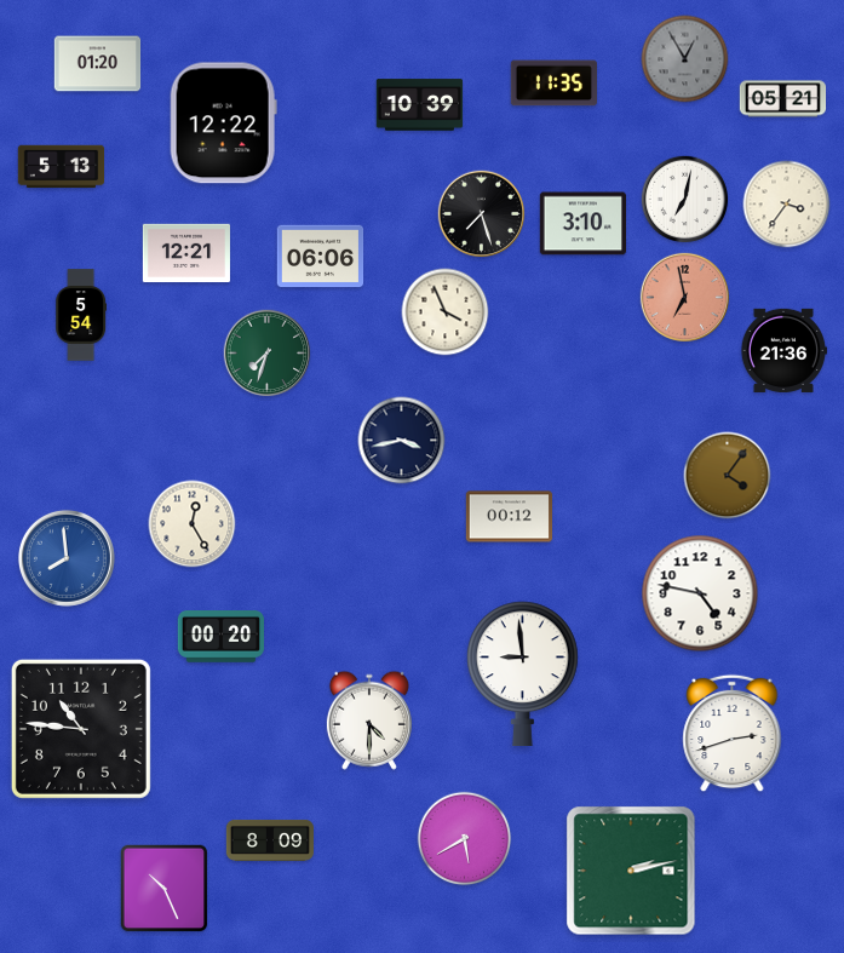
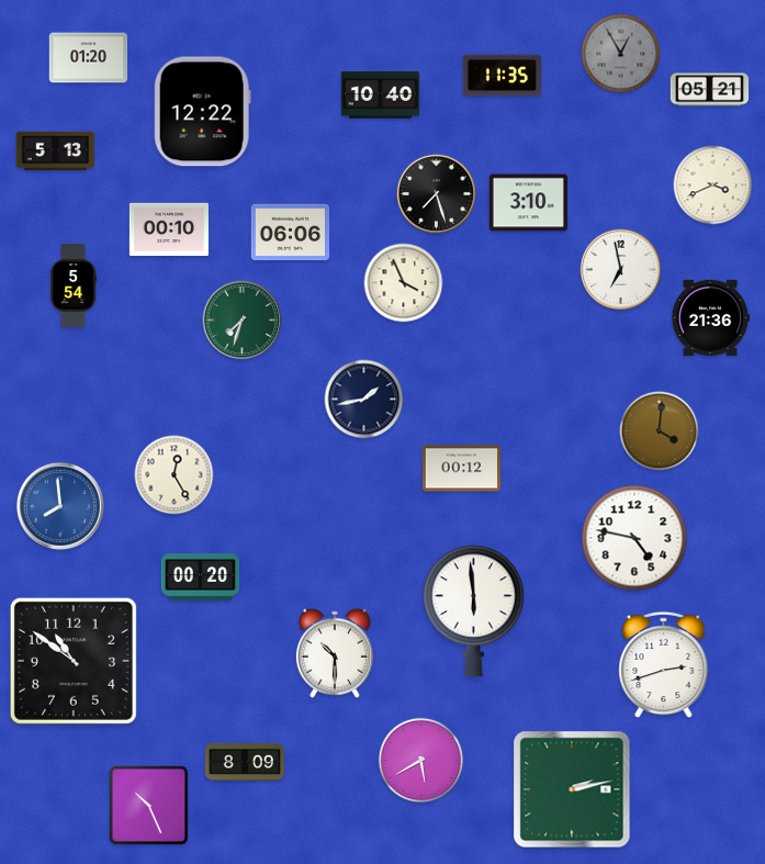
clock at (420, 105): 10:39 -> 10:40
clock at (685, 200): 7:02 -> none
clock at (787, 205): 3:36 -> 3:41
clock at (186, 253): 12:21 -> 00:10
clock at (684, 297) dial: salmon -> white
clock at (402, 441): 3:43 -> 1:43
clock at (728, 476): 4:06 -> 4:01
clock at (523, 673): 8:59 -> 5:59
clock at (369, 721): 4:30 -> 10:30
clock at (81, 729): 10:46 -> 10:51
